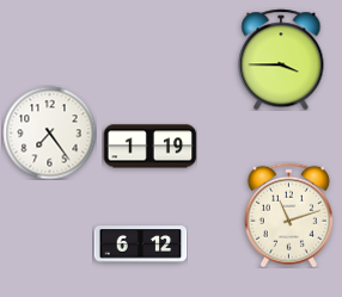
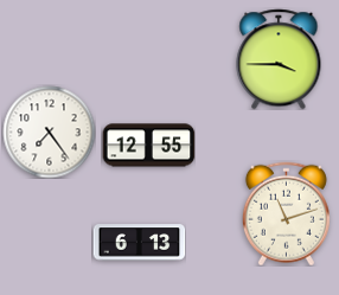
clock at (149, 147): 1:19 -> 12:55
clock at (140, 245): 6:12 -> 6:13
